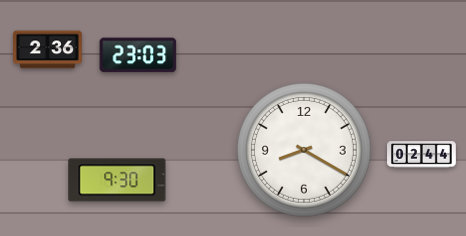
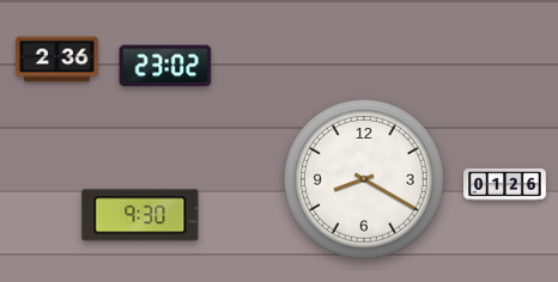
clock at (138, 55): 23:03 -> 23:02
clock at (422, 155): 02:44 -> 01:26
